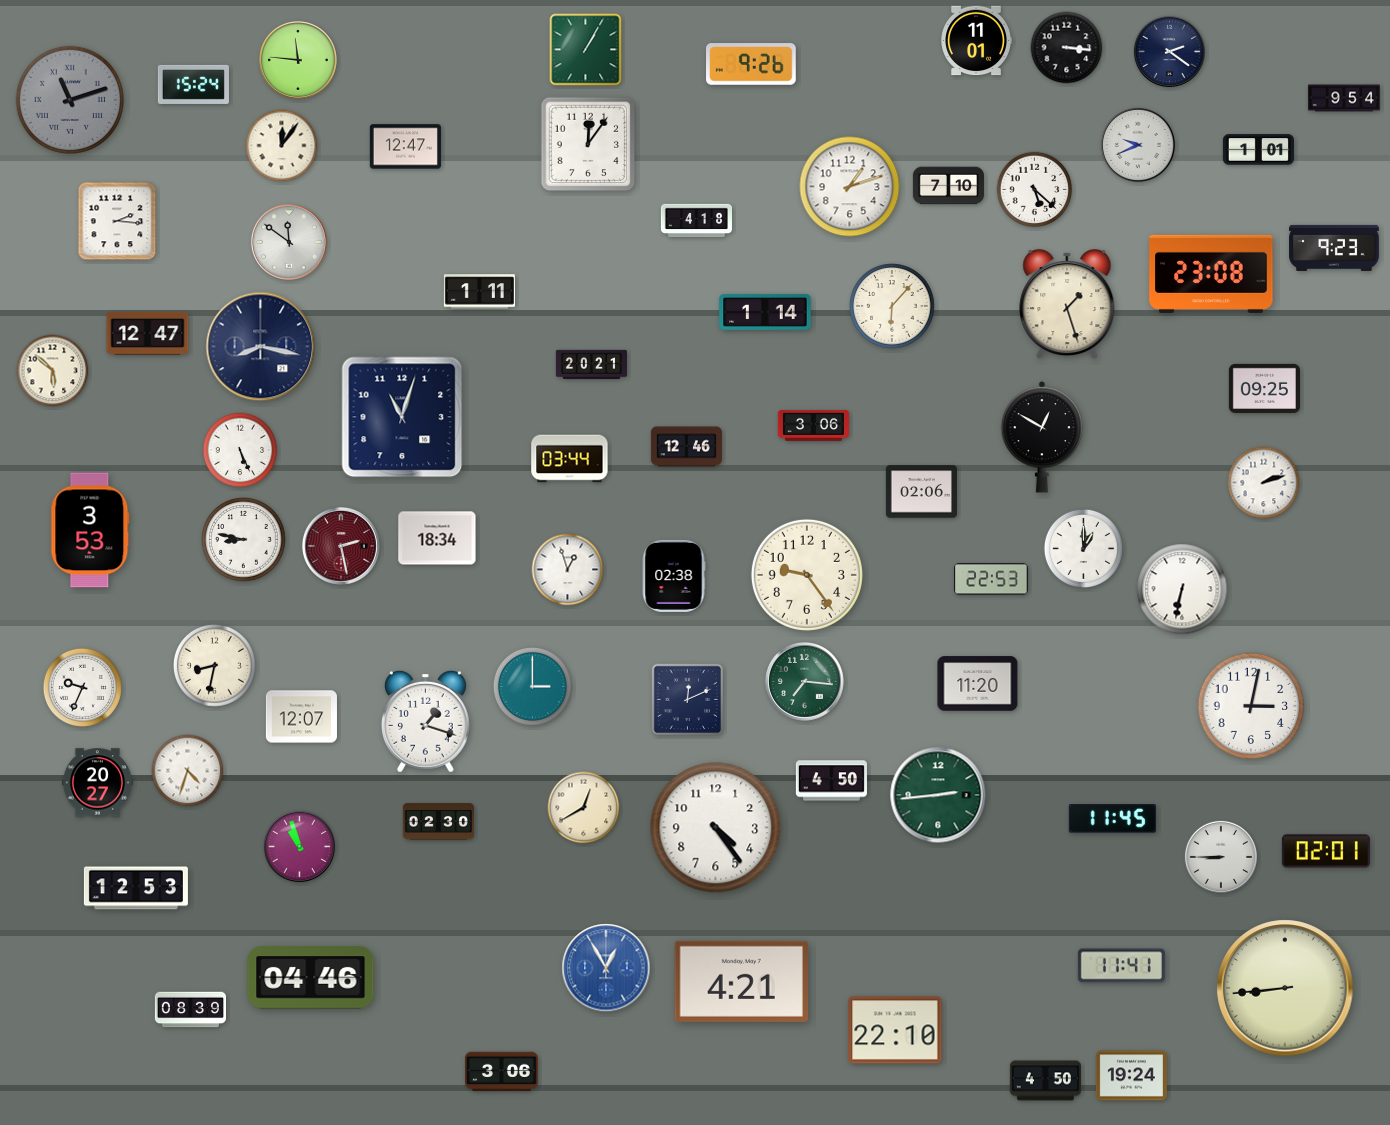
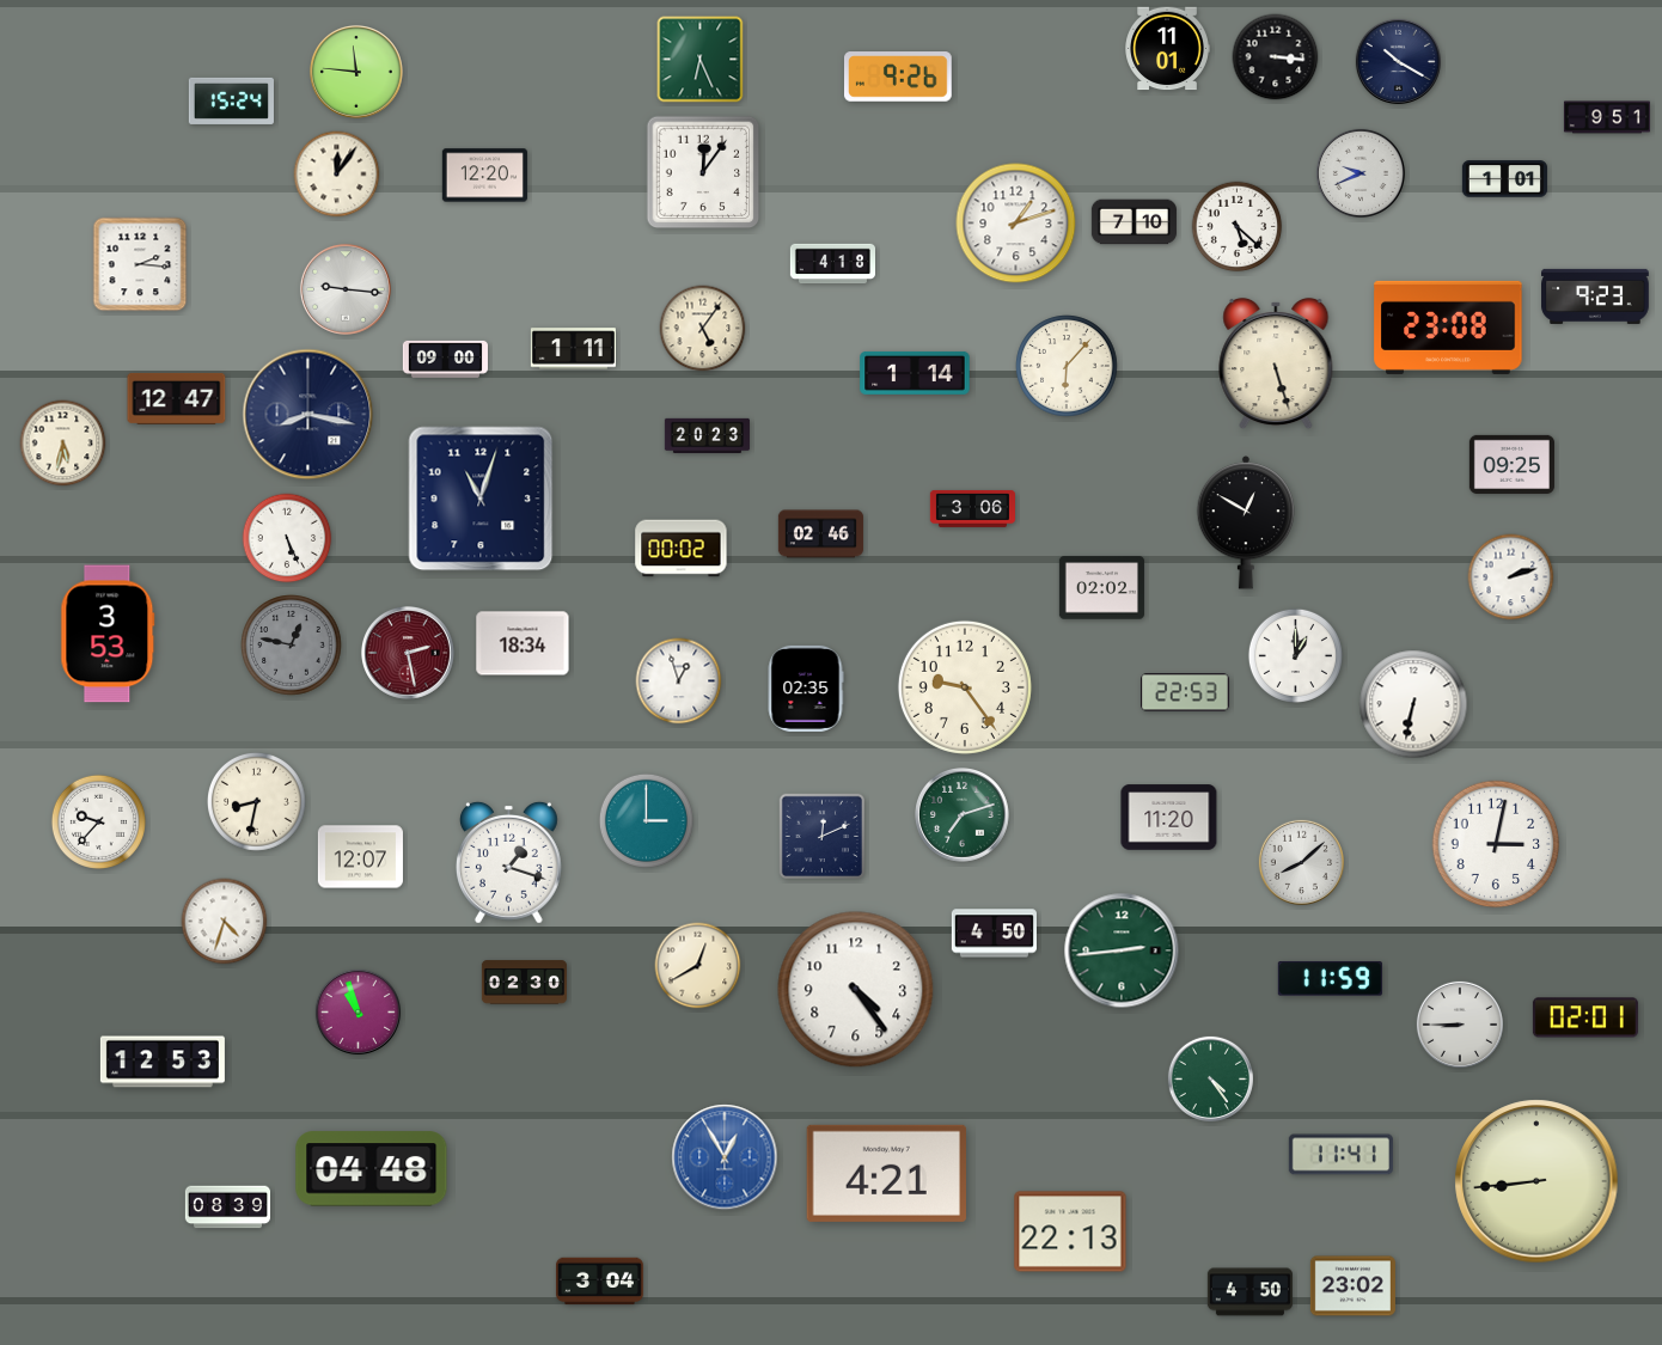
clock at (586, 50): 1:05 -> 6:26
clock at (1169, 51): 2:21 -> 10:20
clock at (1344, 98): 9:54 -> 9:51
clock at (69, 99): 11:12 -> none
clock at (405, 147): 12:47 -> 12:20
clock at (289, 242): 11:51 -> 9:16
clock at (703, 329): none -> 5:06
clock at (445, 359): none -> 09:00
clock at (1067, 304): 1:27 -> 5:27
clock at (261, 347) position: (261, 347) -> (308, 415)
clock at (591, 364): 20:21 -> 20:23
clock at (53, 371): 5:52 -> 5:32
clock at (686, 447): 12:46 -> 02:46
clock at (570, 459): 03:44 -> 00:02
clock at (921, 492): 02:06 -> 02:02
clock at (244, 540): 8:47 -> 12:47
clock at (244, 540) dial: white -> grey
clock at (674, 576): 02:38 -> 02:35
clock at (215, 666) position: (215, 666) -> (257, 802)
clock at (805, 682): 7:16 -> 7:12
clock at (532, 686) position: (532, 686) -> (646, 820)
clock at (82, 687): 9:34 -> 9:37
clock at (1301, 862): none -> 8:08
clock at (97, 783): 20:27 -> none
clock at (1112, 819): 11:45 -> 11:59
clock at (1210, 1078): none -> 4:24
clock at (311, 978): 04:46 -> 04:48
clock at (895, 1030): 22:10 -> 22:13
clock at (501, 1072): 3:06 -> 3:04
clock at (1131, 1076): 19:24 -> 23:02
